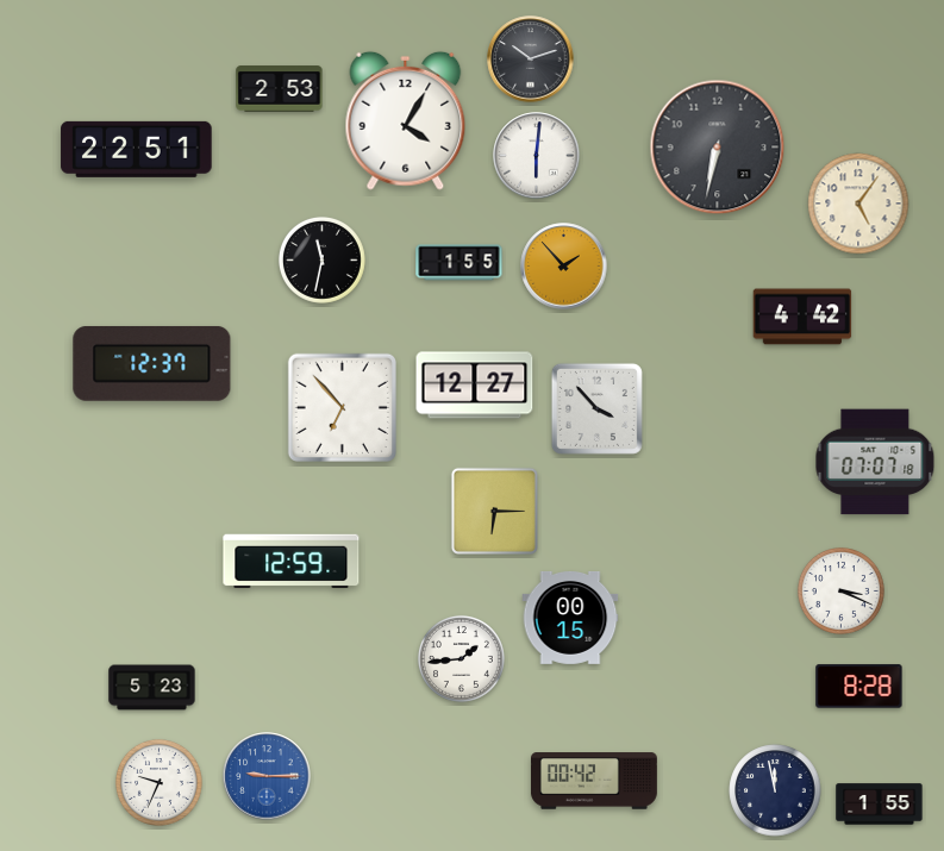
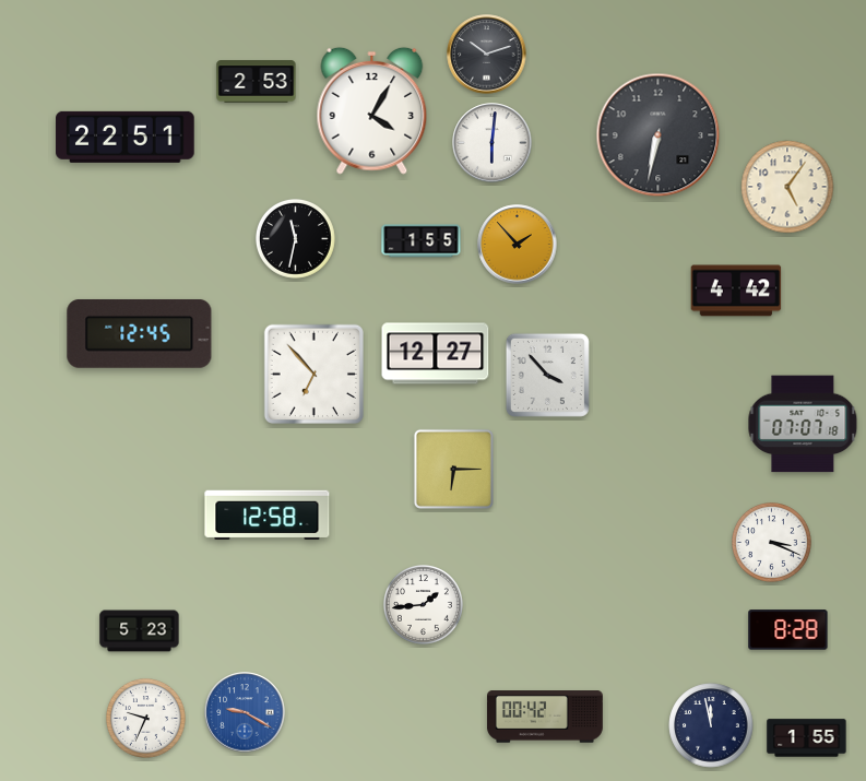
clock at (152, 364): 12:37 -> 12:45
clock at (292, 562): 12:59 -> 12:58
clock at (570, 618): 00:15 -> none
clock at (267, 776): 9:15 -> 9:20
